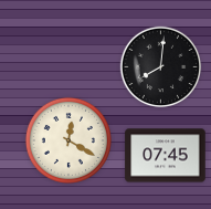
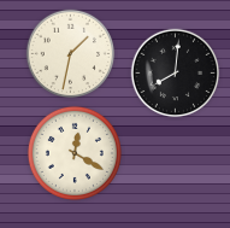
clock at (71, 54): none -> 1:32
clock at (166, 156): 07:45 -> none
